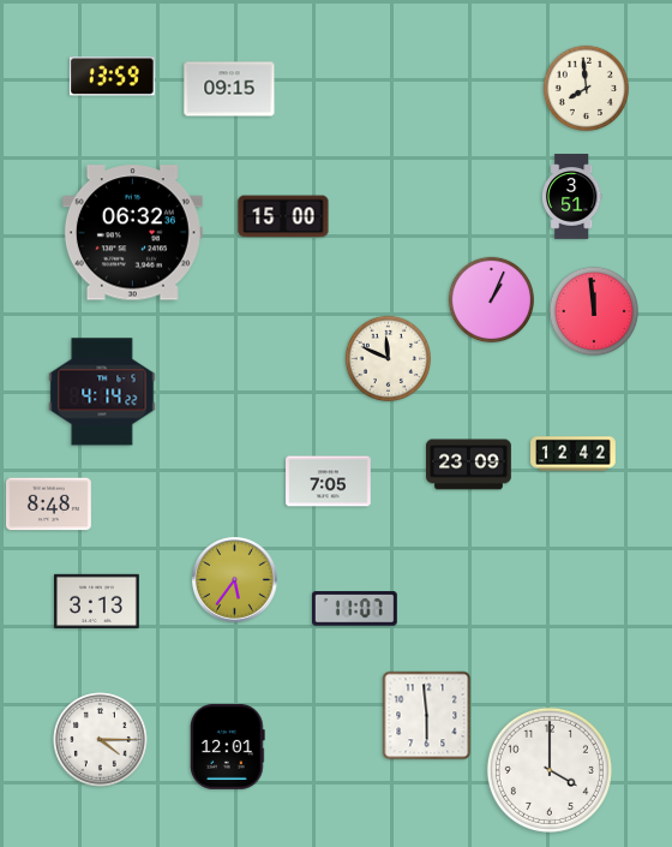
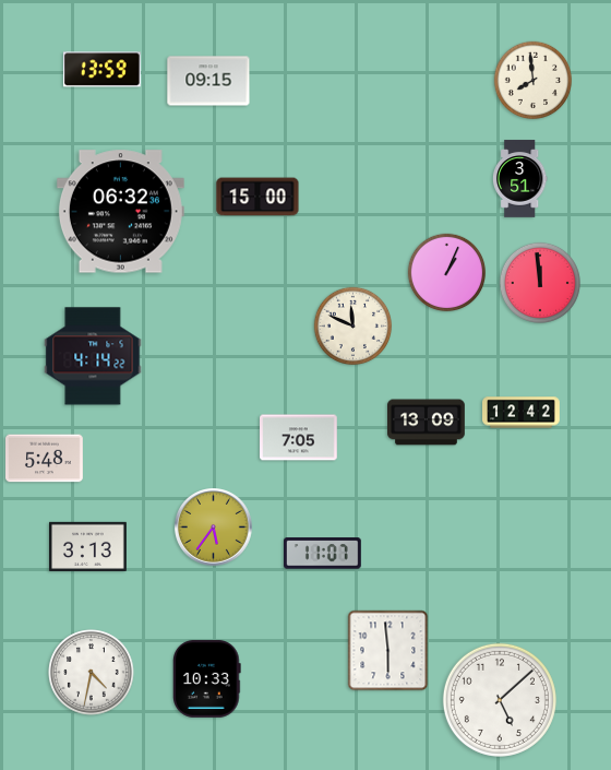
clock at (469, 465): 23:09 -> 13:09
clock at (49, 505): 8:48 -> 5:48
clock at (101, 740): 4:15 -> 4:32
clock at (228, 746): 12:01 -> 10:33
clock at (550, 770): 4:00 -> 5:08
